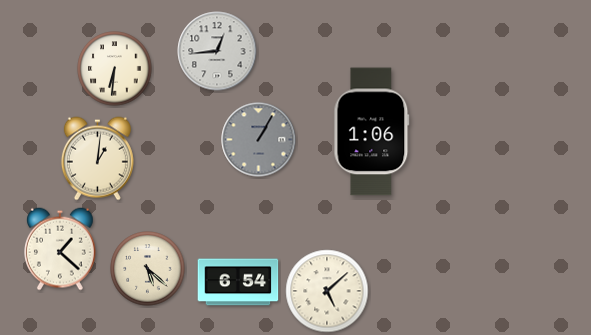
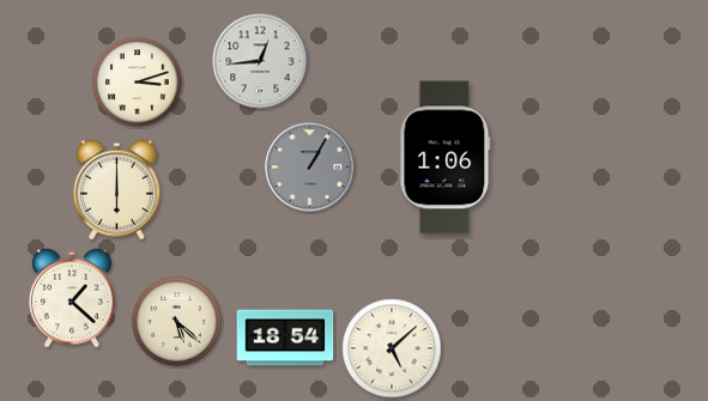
clock at (115, 69): 6:31 -> 3:12
clock at (97, 159): 1:01 -> 6:00
clock at (238, 282): 6:54 -> 18:54
